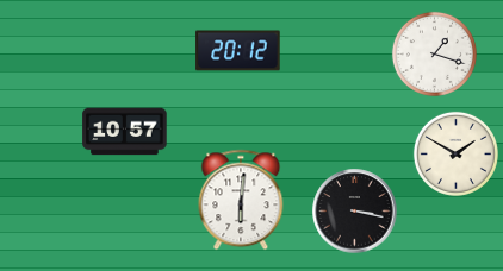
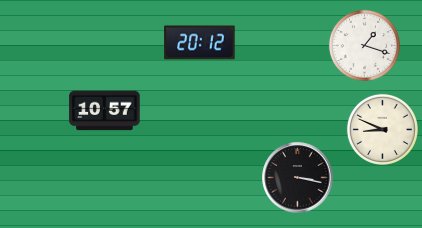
clock at (455, 153): 1:50 -> 8:49
clock at (241, 200): 6:01 -> none
